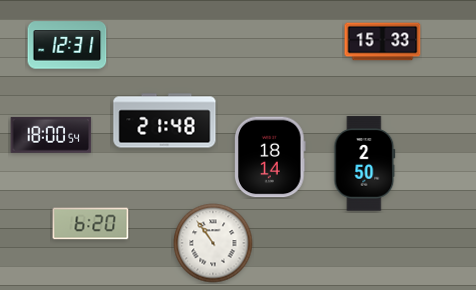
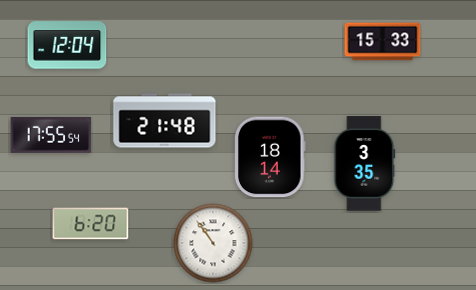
clock at (67, 45): 12:31 -> 12:04
clock at (51, 135): 18:00 -> 17:55
clock at (365, 164): 2:50 -> 3:35
